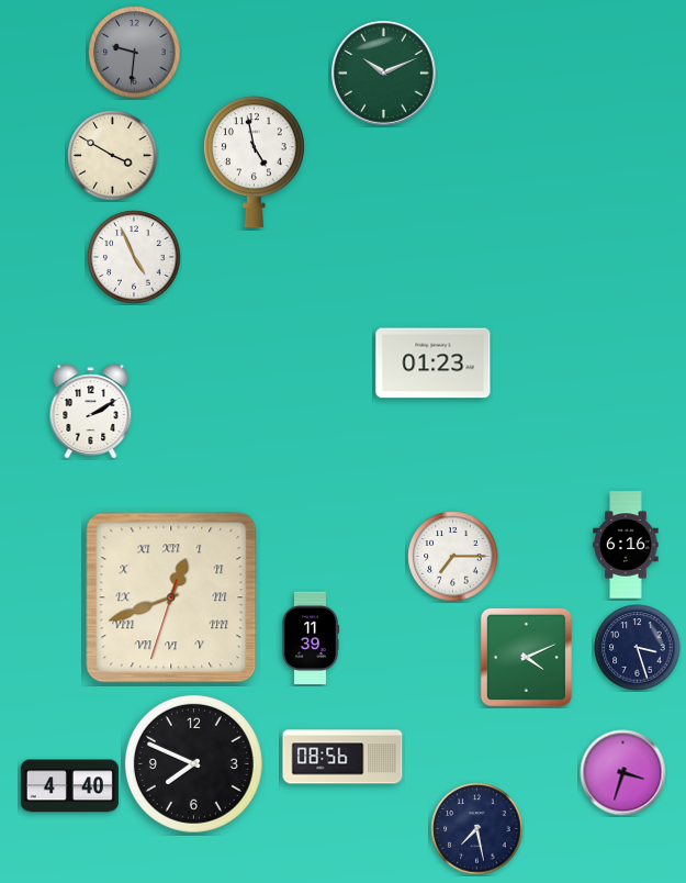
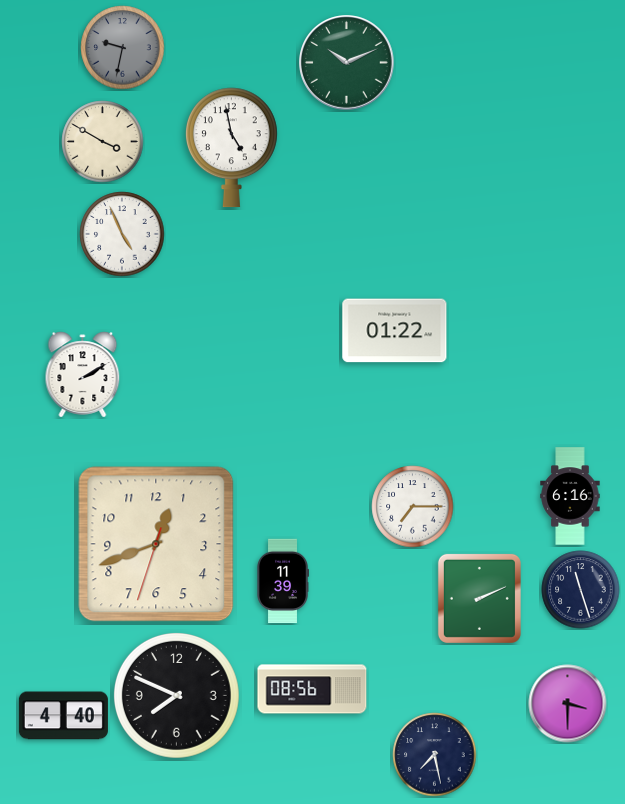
clock at (135, 53): 9:31 -> 9:32
clock at (384, 74) position: (384, 74) -> (347, 63)
clock at (434, 364): 01:23 -> 01:22
clock at (171, 597) numerals: Roman -> Arabic
clock at (638, 648): 3:27 -> 11:27
clock at (526, 657): 4:11 -> 2:11
clock at (623, 773): 3:33 -> 3:30
